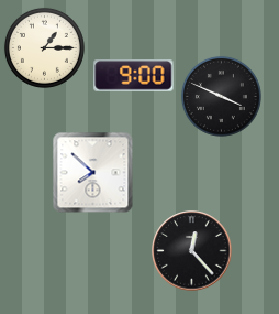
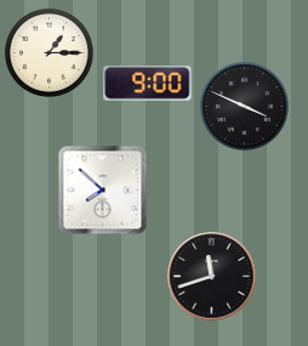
clock at (192, 251): 12:23 -> 11:42
